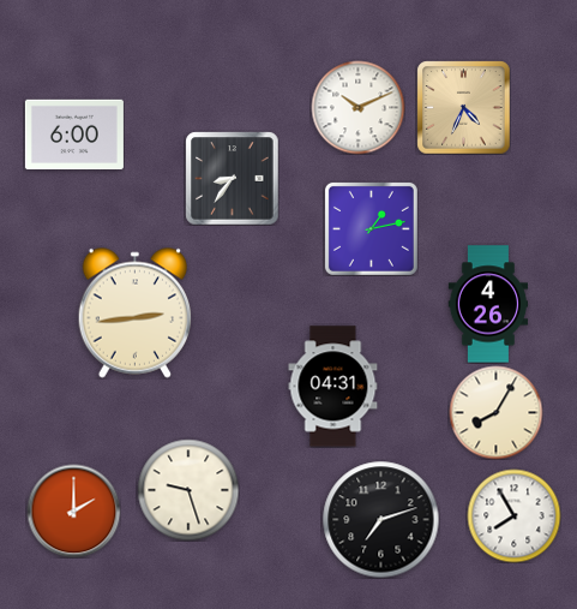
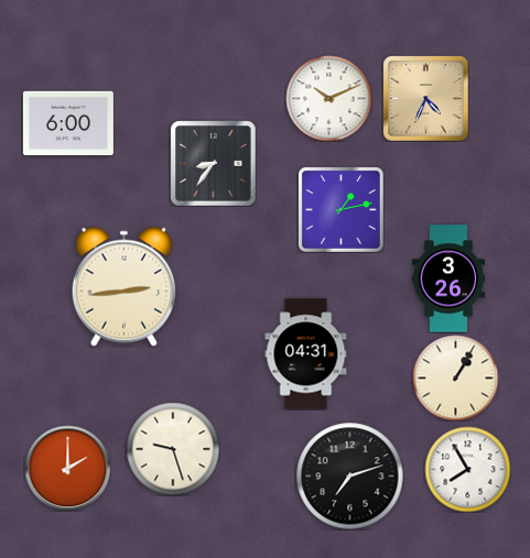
clock at (488, 304): 4:26 -> 3:26
clock at (495, 412): 8:05 -> 1:05
clock at (513, 515) position: (513, 515) -> (467, 469)
